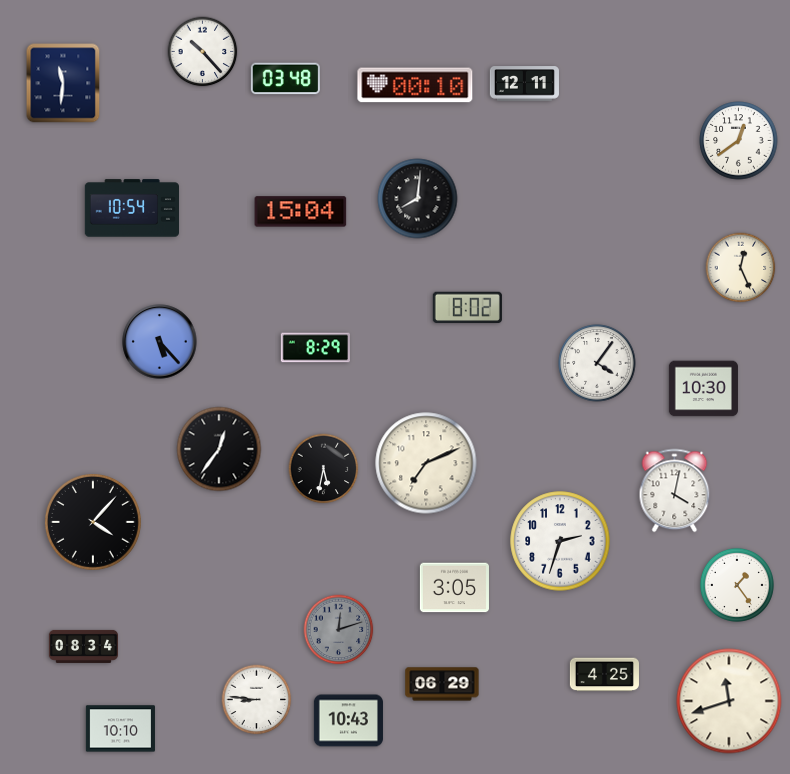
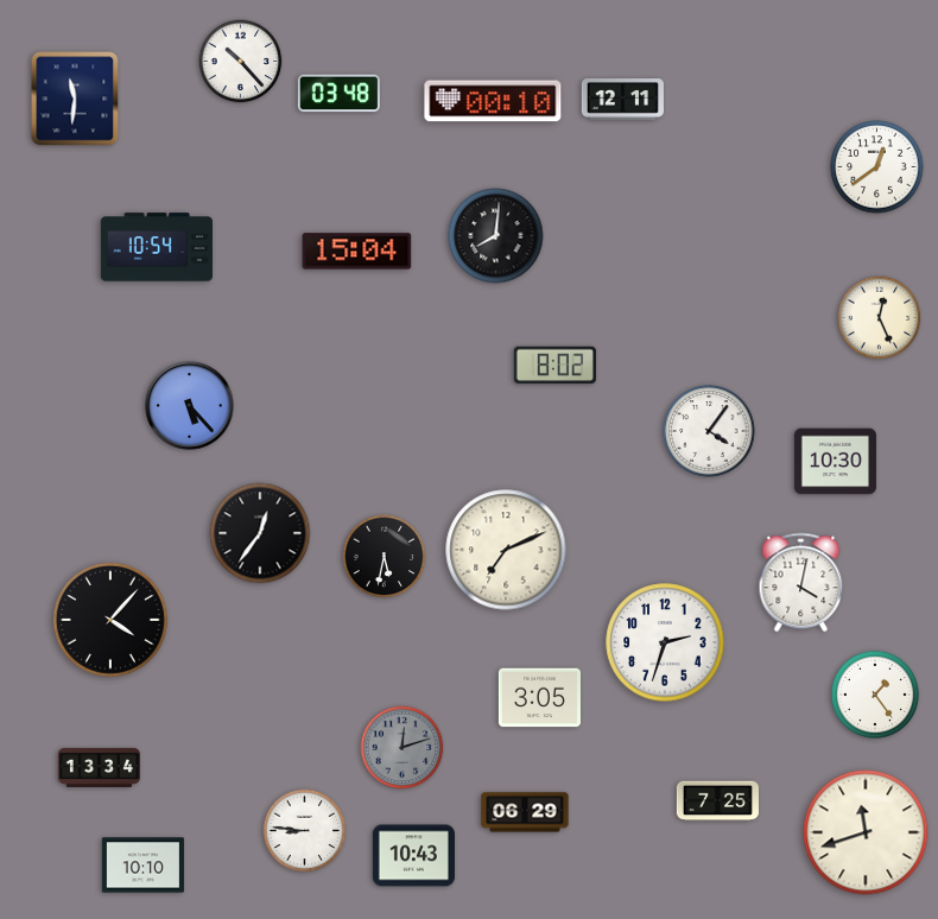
clock at (315, 348): 8:29 -> none
clock at (83, 646): 08:34 -> 13:34
clock at (604, 675): 4:25 -> 7:25
